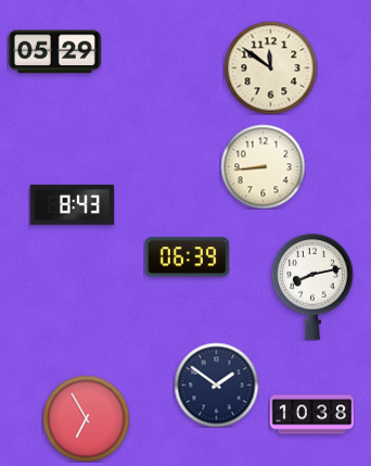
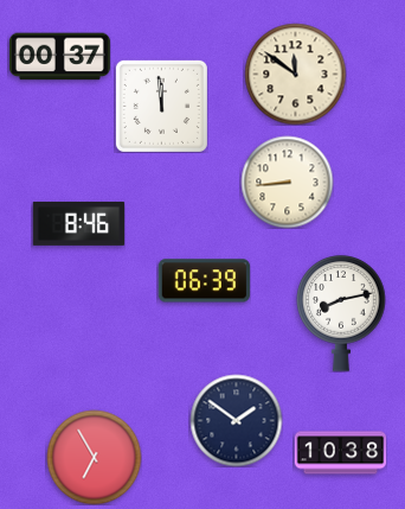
clock at (54, 52): 05:29 -> 00:37
clock at (161, 106): none -> 11:59
clock at (72, 204): 8:43 -> 8:46
